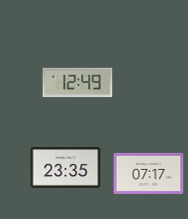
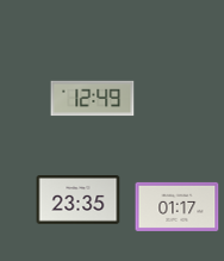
clock at (149, 173): 07:17 -> 01:17
